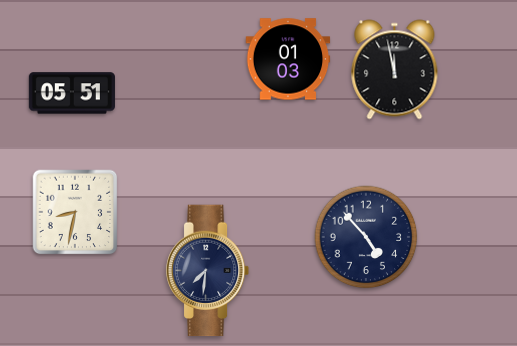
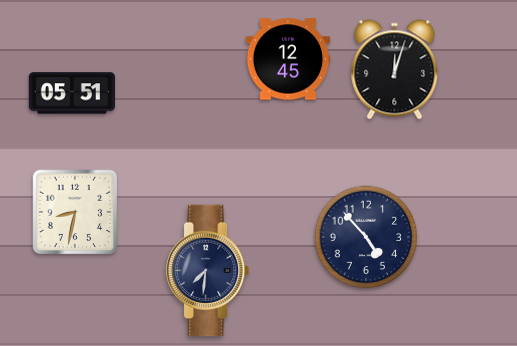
clock at (288, 59): 01:03 -> 12:45
clock at (395, 70): 11:58 -> 12:03
